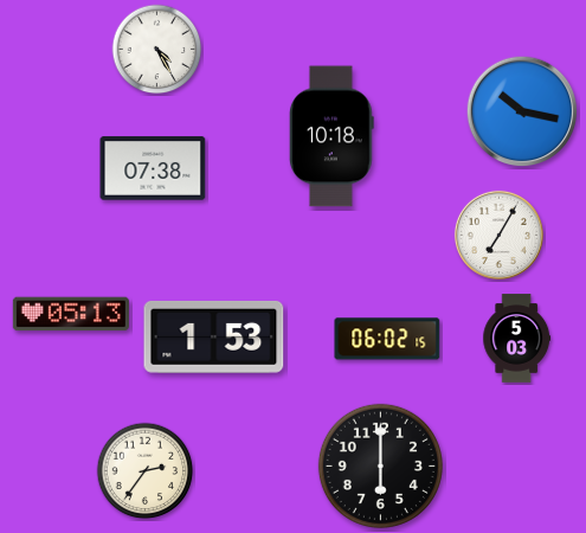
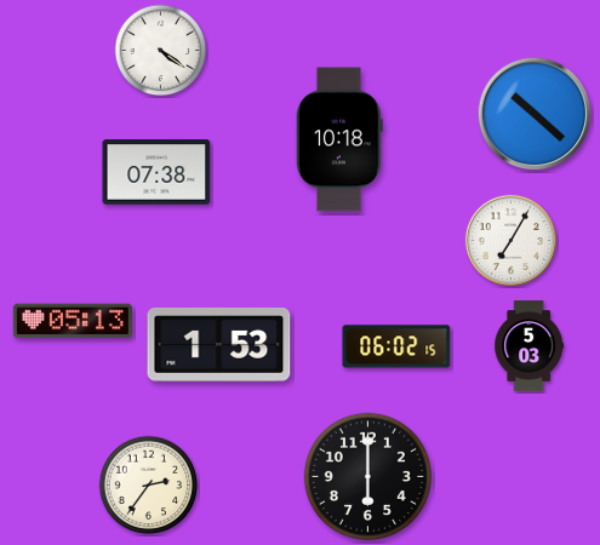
clock at (157, 50): 4:25 -> 4:21
clock at (522, 111): 10:17 -> 10:22
clock at (380, 465) position: (380, 465) -> (367, 476)
clock at (146, 471) position: (146, 471) -> (149, 486)
